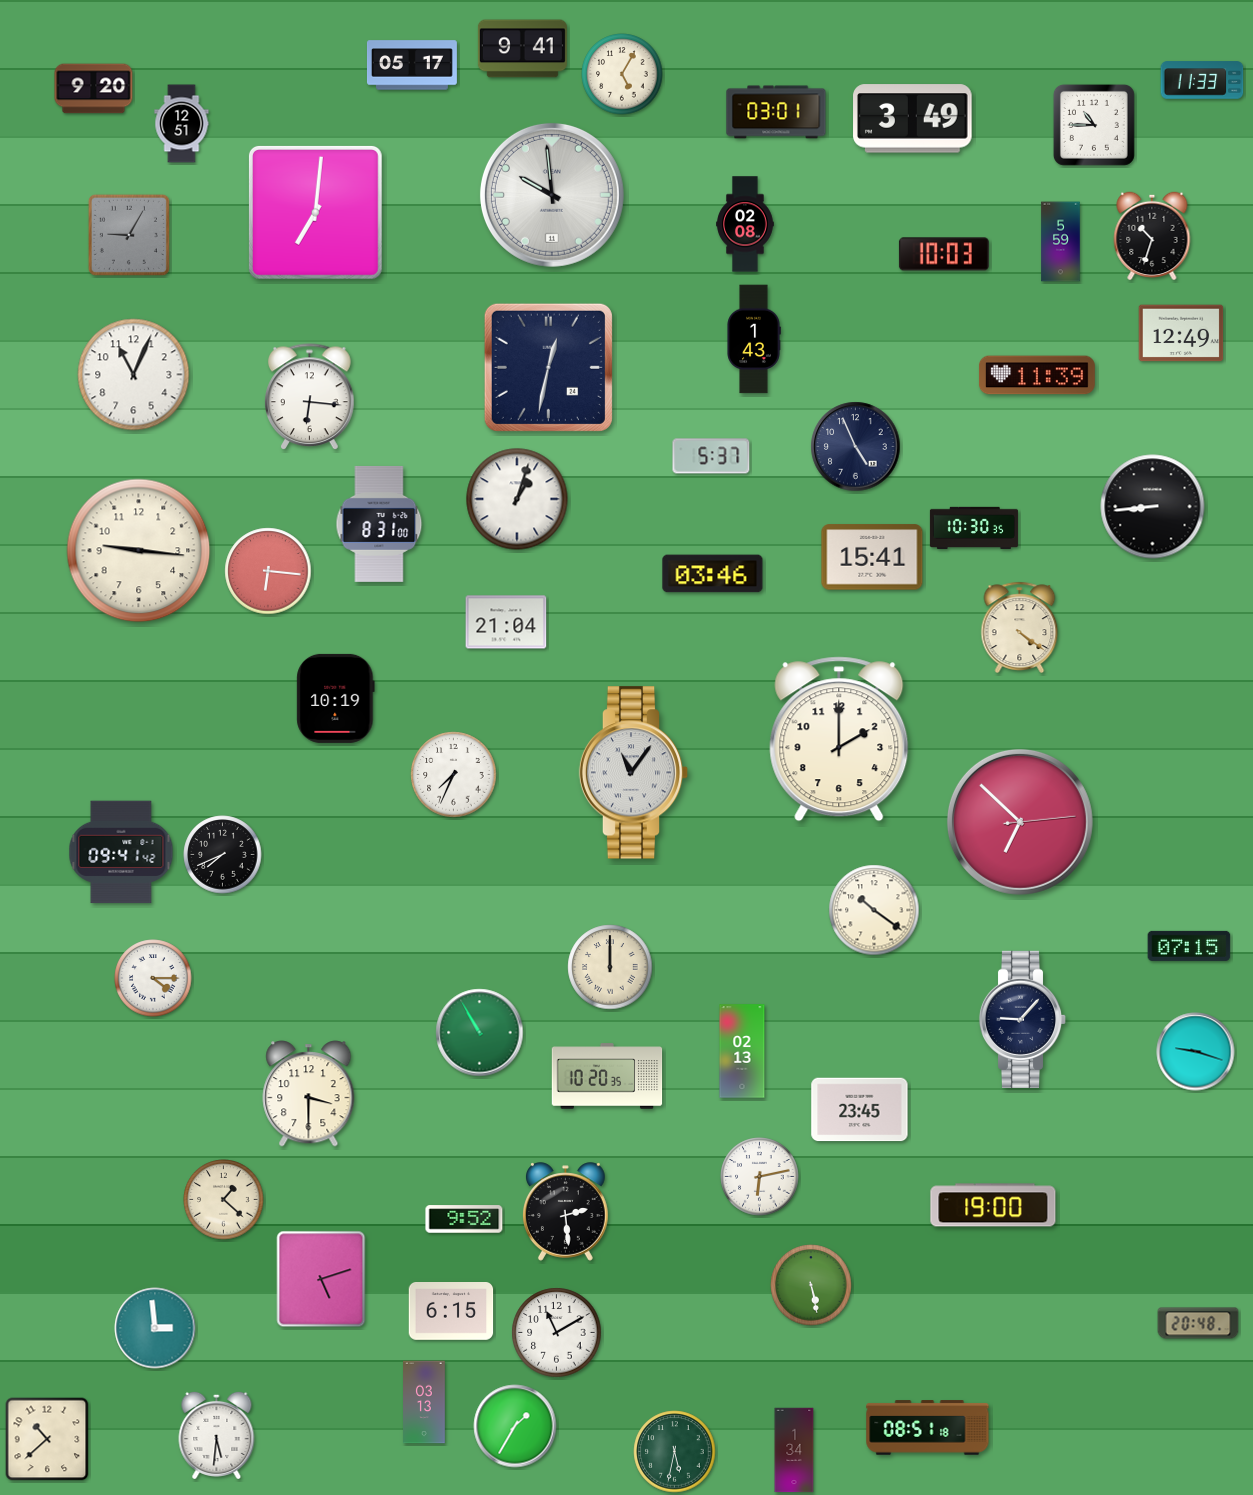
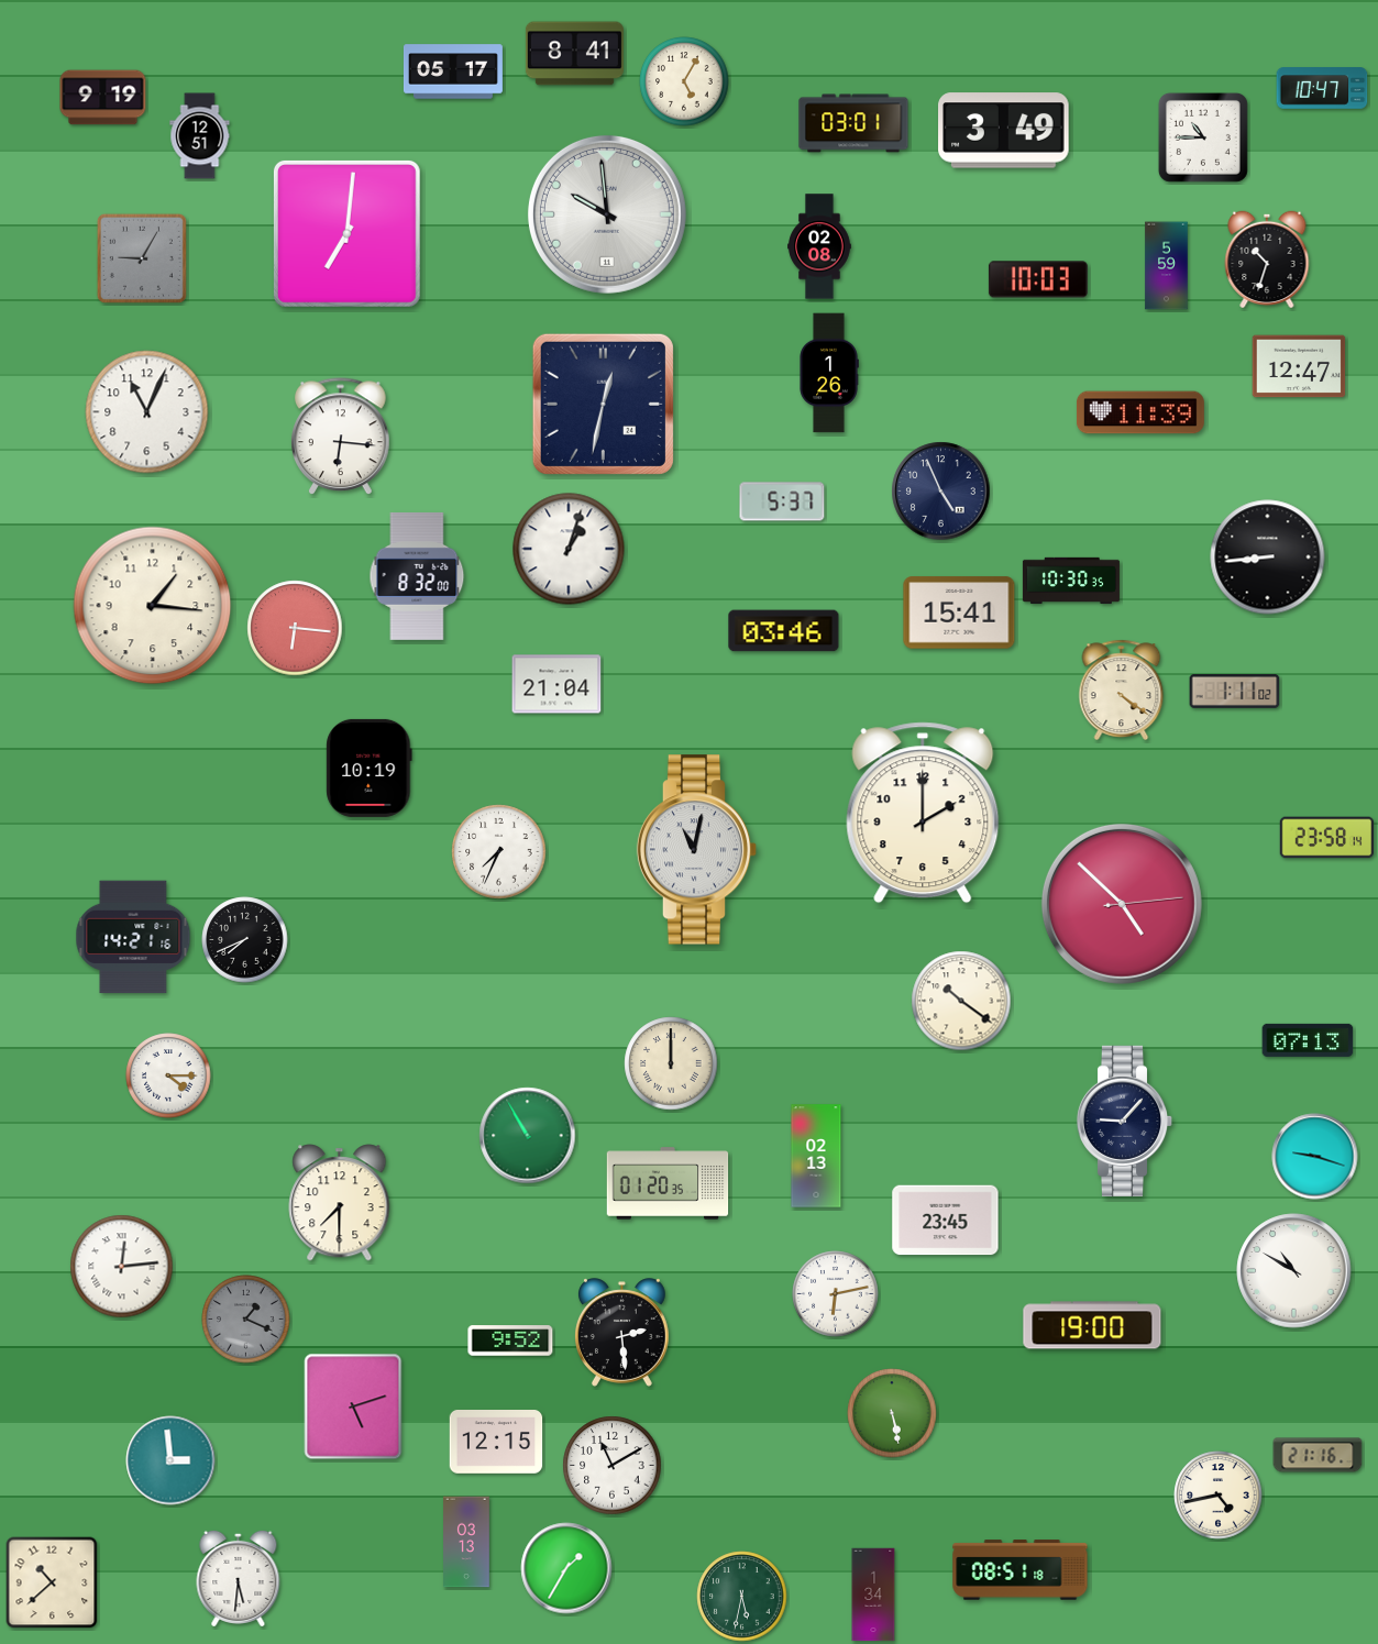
clock at (522, 49): 9:41 -> 8:41
clock at (1202, 80): 11:33 -> 10:47
clock at (94, 89): 9:20 -> 9:19
clock at (1181, 333): 12:49 -> 12:47
clock at (754, 339): 1:43 -> 1:26
clock at (379, 524): 8:31 -> 8:32
clock at (139, 551): 9:16 -> 1:16
clock at (1235, 692): none -> 1:11
clock at (1327, 838): none -> 23:58
clock at (634, 773): 11:06 -> 11:02
clock at (1020, 822): 6:52 -> 4:52
clock at (121, 852): 09:41 -> 14:21
clock at (1189, 946): 07:15 -> 07:13
clock at (607, 1076): 10:20 -> 01:20
clock at (309, 1094): 3:30 -> 7:30
clock at (122, 1267): none -> 12:14
clock at (1294, 1271): none -> 10:50
clock at (224, 1200): 1:22 -> 1:19
clock at (224, 1200) dial: cream -> grey
clock at (451, 1312): 6:15 -> 12:15
clock at (1198, 1323): 20:48 -> 21:16
clock at (1219, 1496): none -> 4:43
